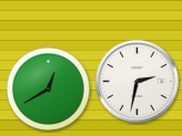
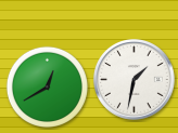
clock at (138, 82): 2:32 -> 1:32
